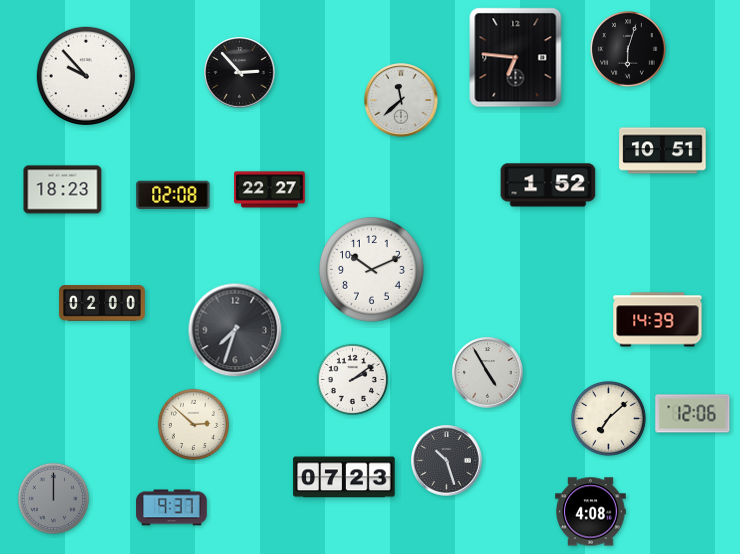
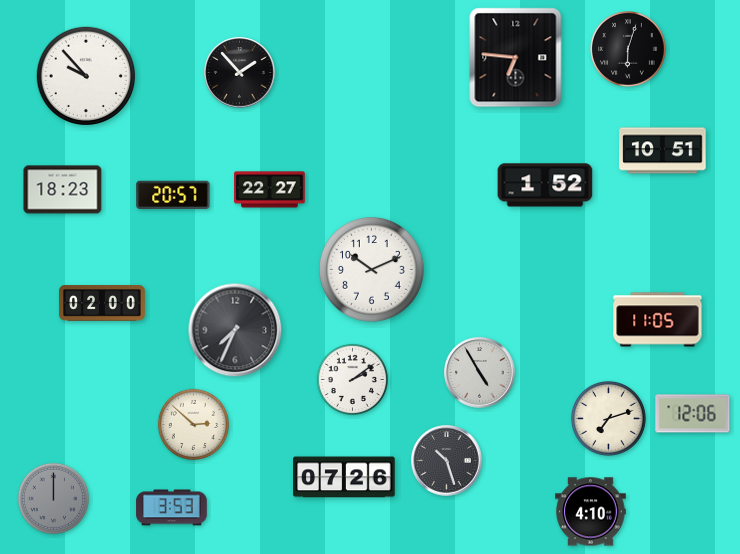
clock at (240, 73): 2:53 -> 1:53
clock at (401, 100): 11:38 -> none
clock at (548, 185) position: (548, 185) -> (545, 185)
clock at (173, 195): 02:08 -> 20:57
clock at (658, 320): 14:39 -> 11:05
clock at (235, 330): 7:33 -> 7:34
clock at (488, 373) position: (488, 373) -> (480, 373)
clock at (608, 418): 7:08 -> 7:12
clock at (344, 477): 07:23 -> 07:26
clock at (172, 508): 9:37 -> 3:53
clock at (591, 512): 4:08 -> 4:10
